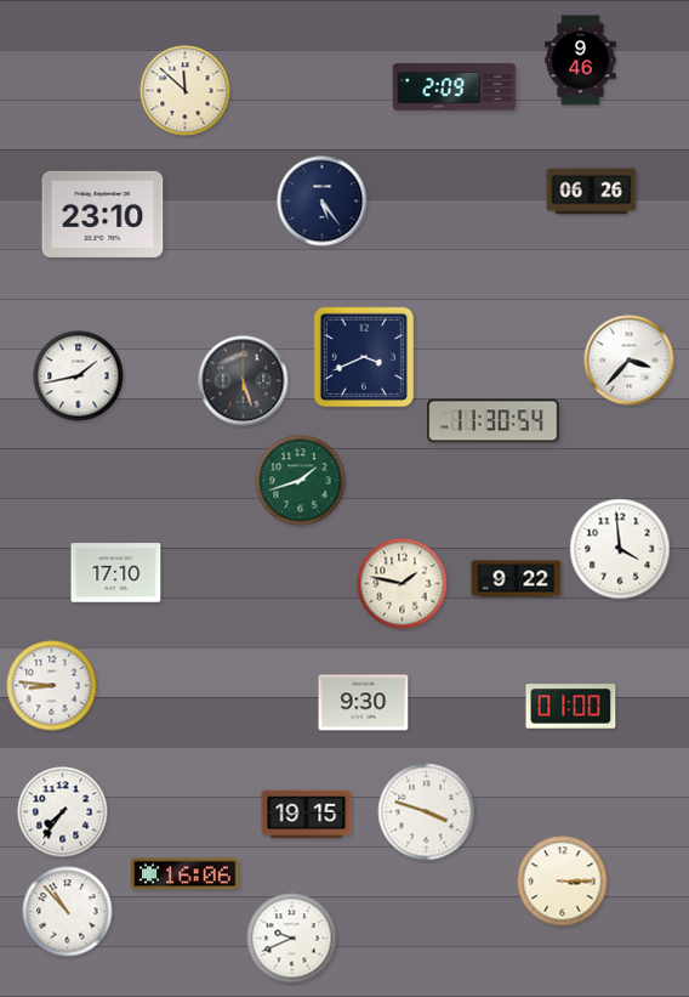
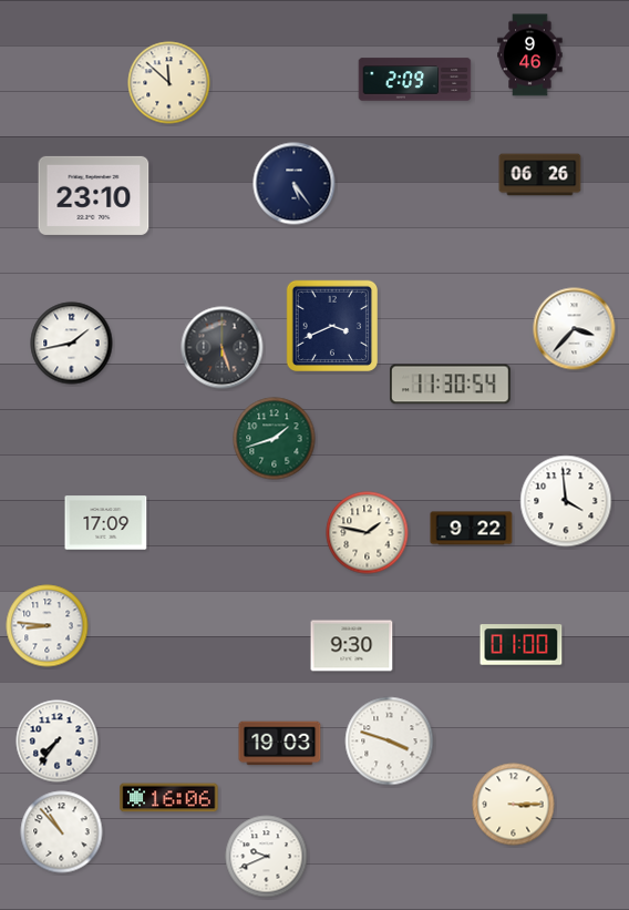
clock at (116, 573): 17:10 -> 17:09
clock at (364, 703) position: (364, 703) -> (352, 646)
clock at (307, 815): 19:15 -> 19:03
